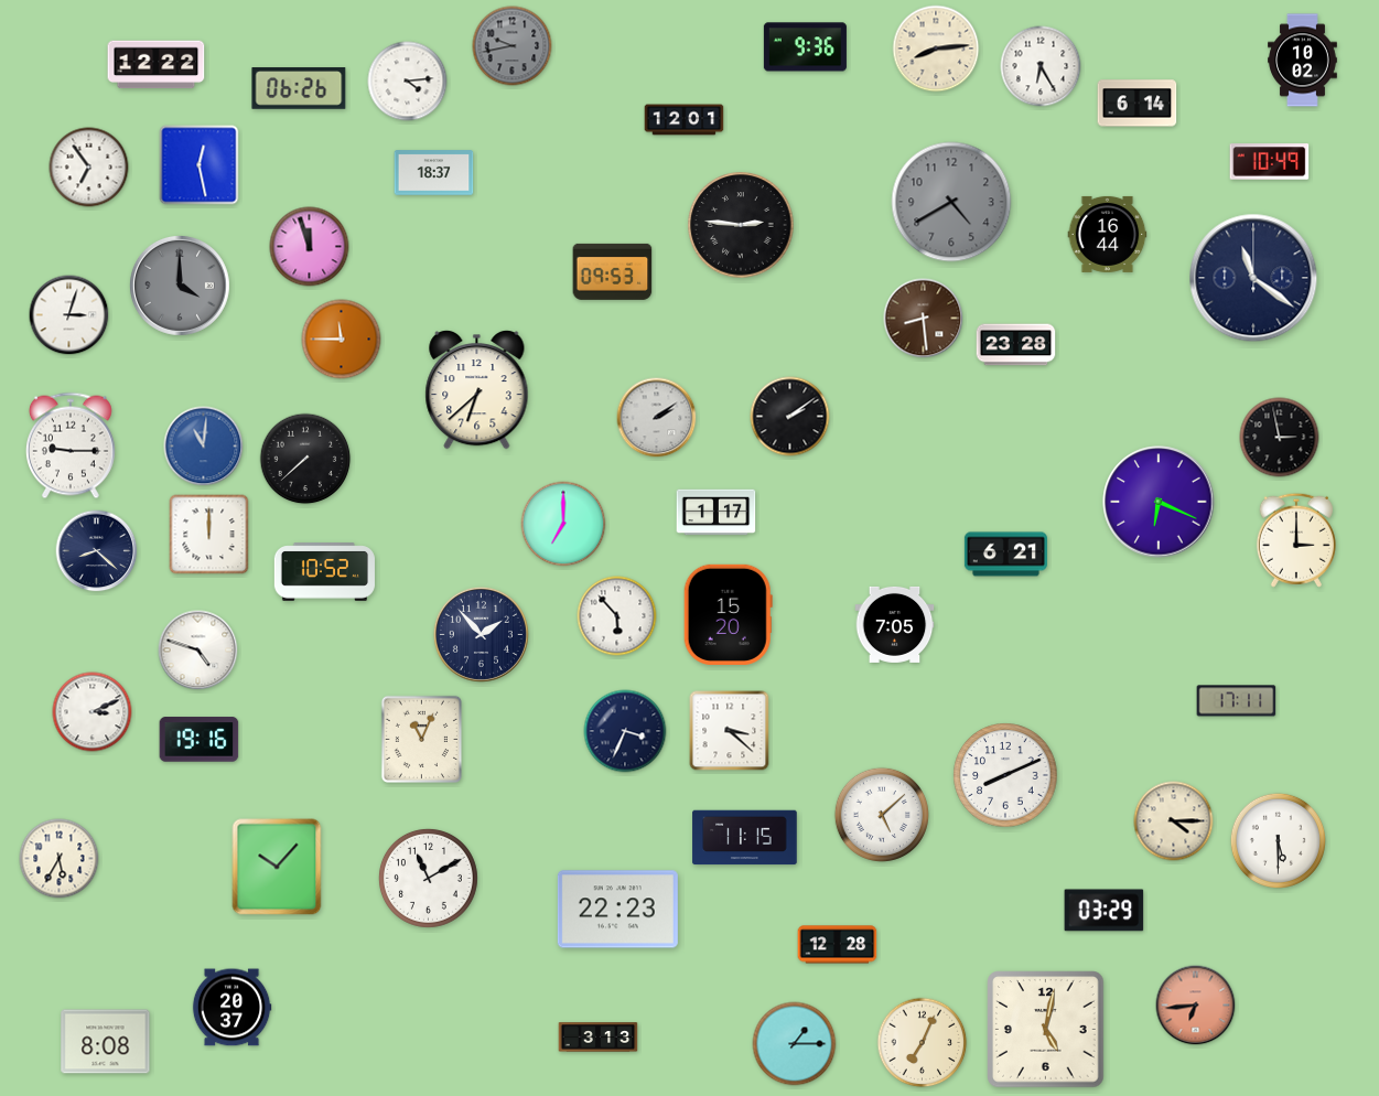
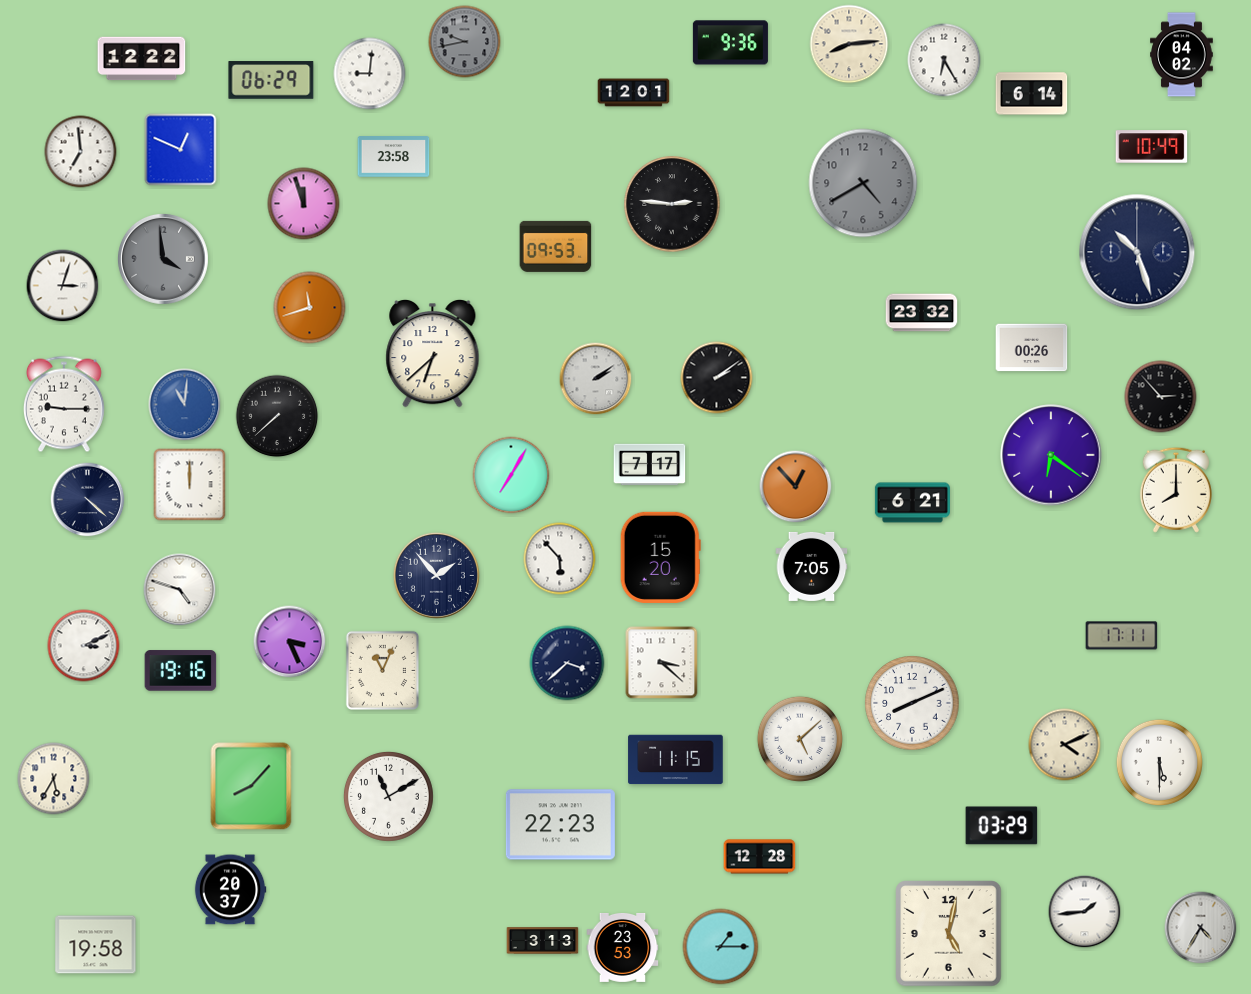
clock at (1303, 61): 10:02 -> 04:02
clock at (408, 82): 4:14 -> 9:01
clock at (299, 88): 06:26 -> 06:29
clock at (685, 120) position: (685, 120) -> (634, 93)
clock at (200, 165): 12:28 -> 12:49
clock at (89, 168): 6:54 -> 6:59
clock at (434, 173): 18:37 -> 23:58
clock at (1108, 234): 16:44 -> none
clock at (310, 247) position: (310, 247) -> (304, 204)
clock at (1253, 278): 11:21 -> 10:27
clock at (180, 286): 4:00 -> 3:59
clock at (924, 319): 8:29 -> none
clock at (342, 340): 11:45 -> 11:42
clock at (1016, 345): 23:28 -> 23:32
clock at (1032, 348): none -> 00:26
clock at (1280, 438): 2:58 -> 2:53
clock at (1159, 502): 6:19 -> 6:21
clock at (717, 513): 1:17 -> 7:17
clock at (563, 524): 7:00 -> 7:05
clock at (796, 487): none -> 12:53
clock at (1296, 540): 3:00 -> 8:00
clock at (97, 551): 8:22 -> 4:22
clock at (324, 572): 10:52 -> none
clock at (290, 642): none -> 3:26
clock at (625, 731): 3:34 -> 3:38
clock at (1174, 821): 4:15 -> 4:11
clock at (277, 867): 10:07 -> 8:07
clock at (1196, 1006): 6:44 -> 1:44
clock at (1196, 1006) dial: salmon -> white
clock at (231, 1008) position: (231, 1008) -> (230, 890)
clock at (1201, 928): none -> 4:35
clock at (106, 1042): 8:08 -> 19:58
clock at (923, 1043): 7:04 -> none
clock at (623, 947): none -> 23:53
